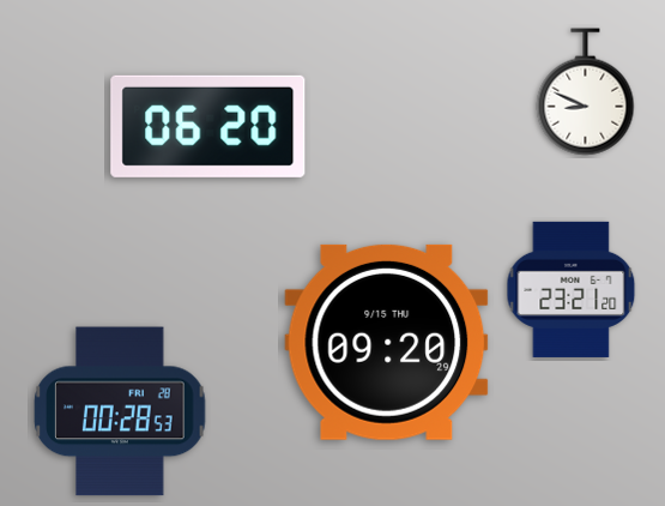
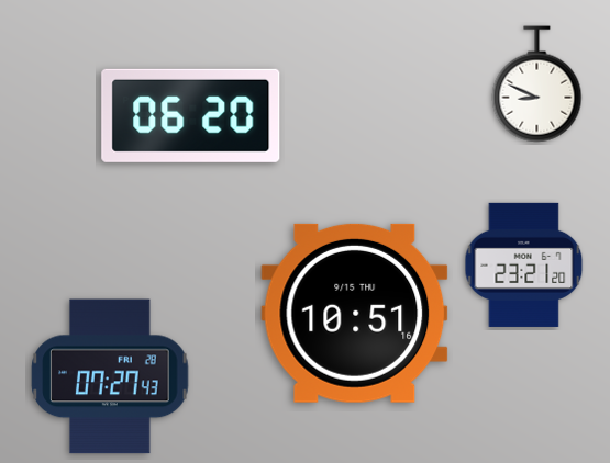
clock at (387, 342): 09:20 -> 10:51
clock at (120, 411): 00:28 -> 07:27
